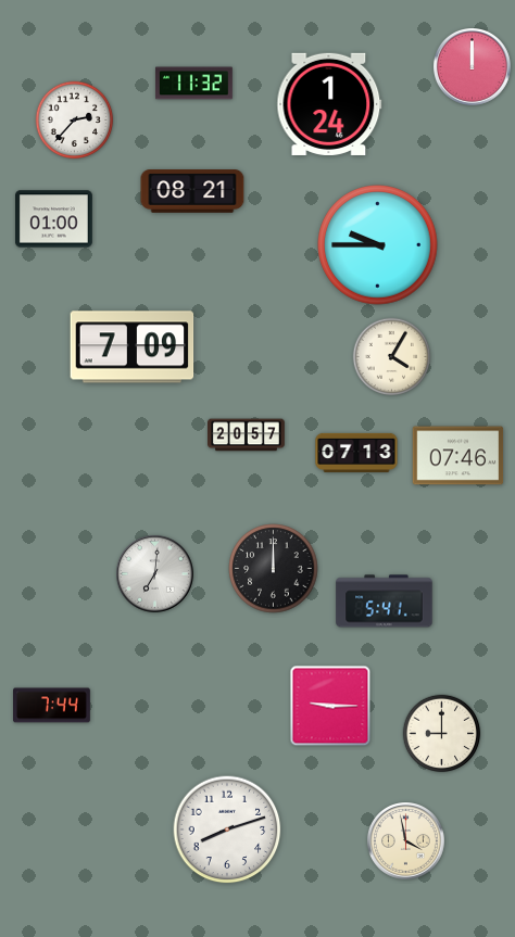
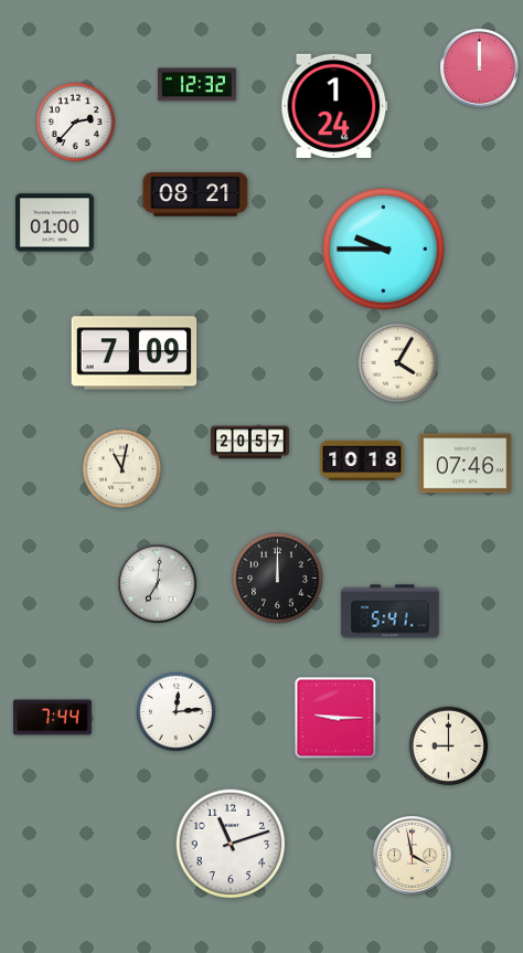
clock at (194, 84): 11:32 -> 12:32
clock at (356, 453): 07:13 -> 10:18
clock at (122, 469): none -> 11:02
clock at (177, 712): none -> 12:14
clock at (227, 830): 8:12 -> 11:12
